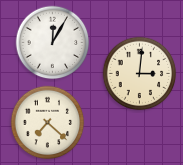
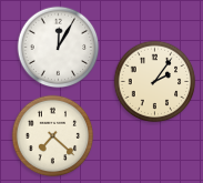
clock at (140, 74): 3:01 -> 2:06
